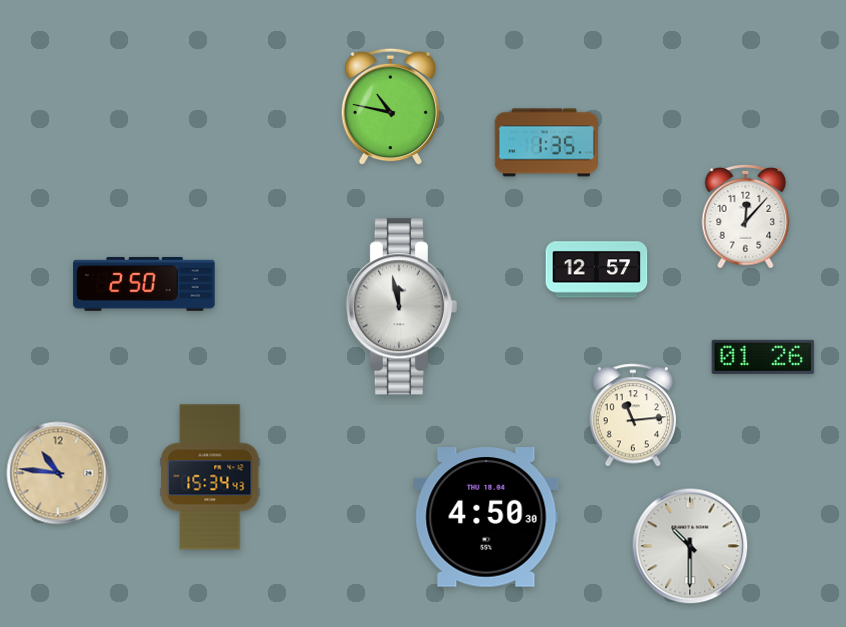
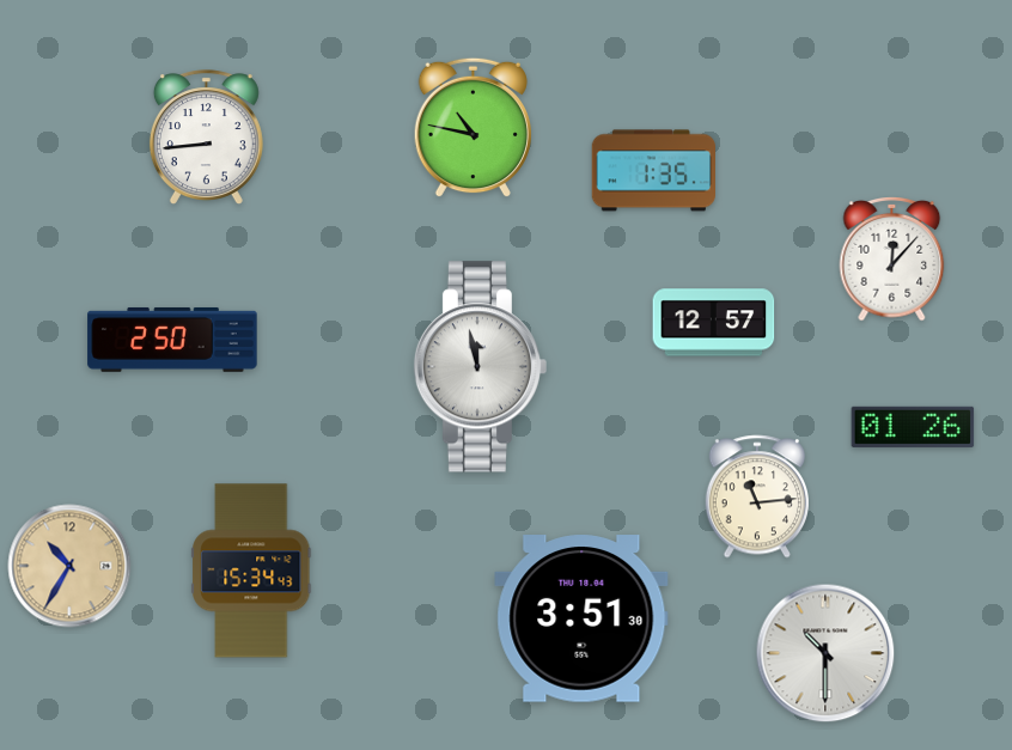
clock at (390, 107) position: (390, 107) -> (473, 128)
clock at (206, 136): none -> 8:44
clock at (58, 473): 10:46 -> 10:35
clock at (486, 517): 4:50 -> 3:51
